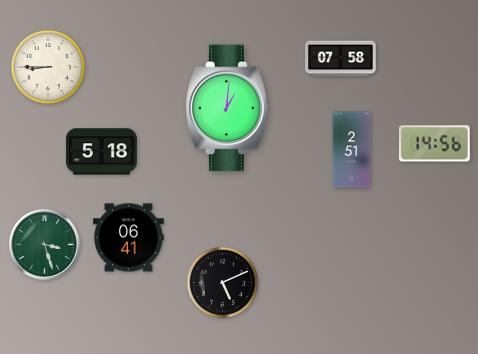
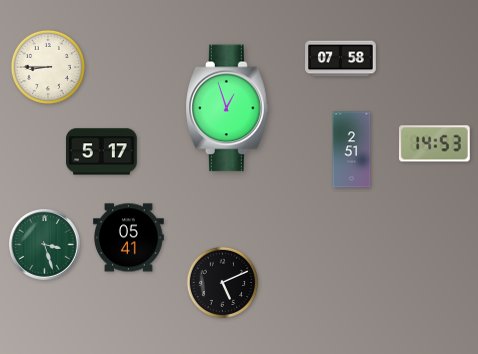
clock at (227, 108): 1:01 -> 12:57
clock at (434, 144): 14:56 -> 14:53
clock at (102, 152): 5:18 -> 5:17
clock at (129, 238): 06:41 -> 05:41
